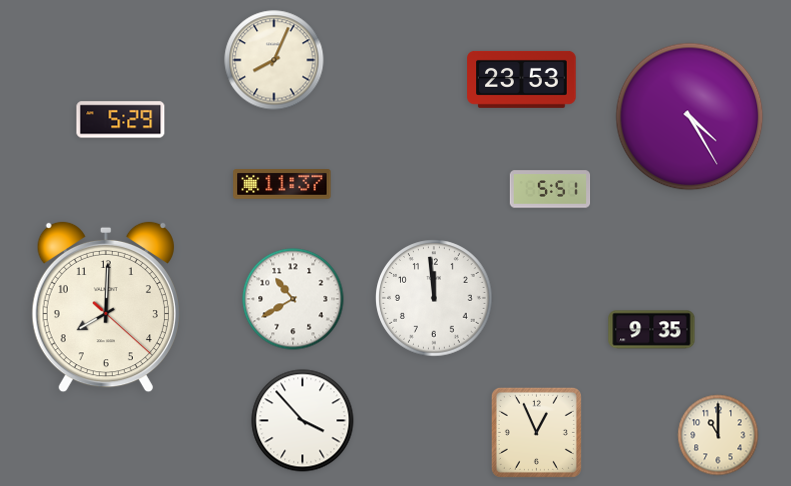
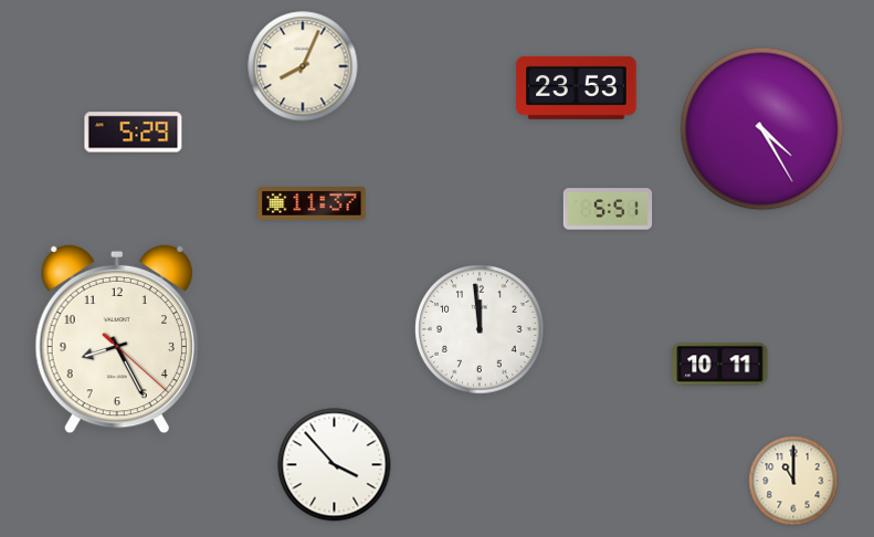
clock at (293, 299): 10:40 -> none
clock at (106, 307): 8:00 -> 8:25
clock at (652, 330): 9:35 -> 10:11
clock at (536, 432): 12:56 -> none
